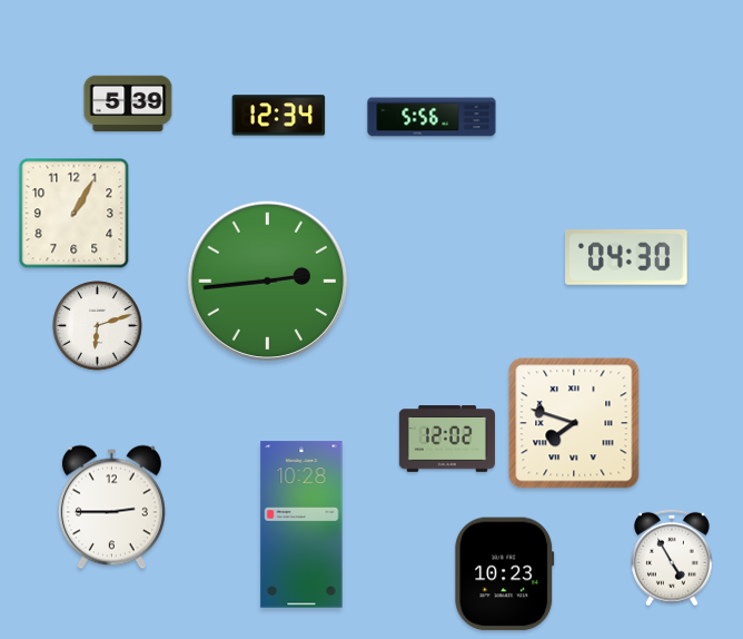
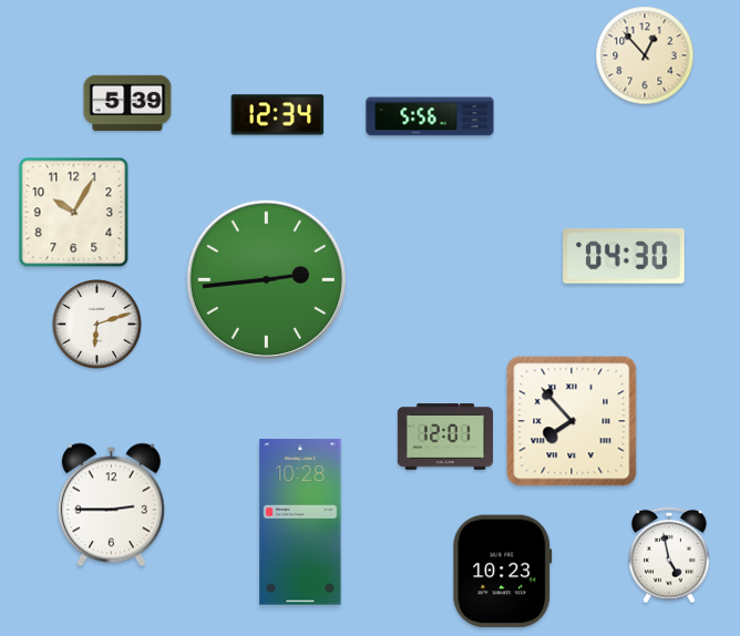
clock at (645, 55): none -> 12:53
clock at (75, 214): 1:05 -> 10:05
clock at (574, 423): 7:48 -> 7:53
clock at (447, 439): 12:02 -> 12:01
clock at (673, 558): 4:55 -> 4:58
